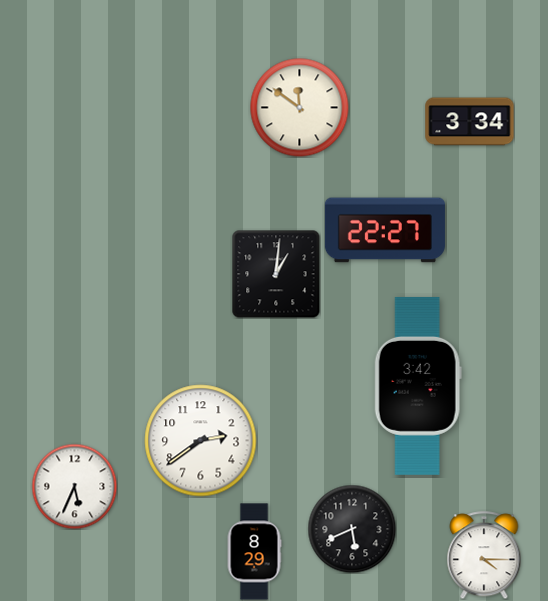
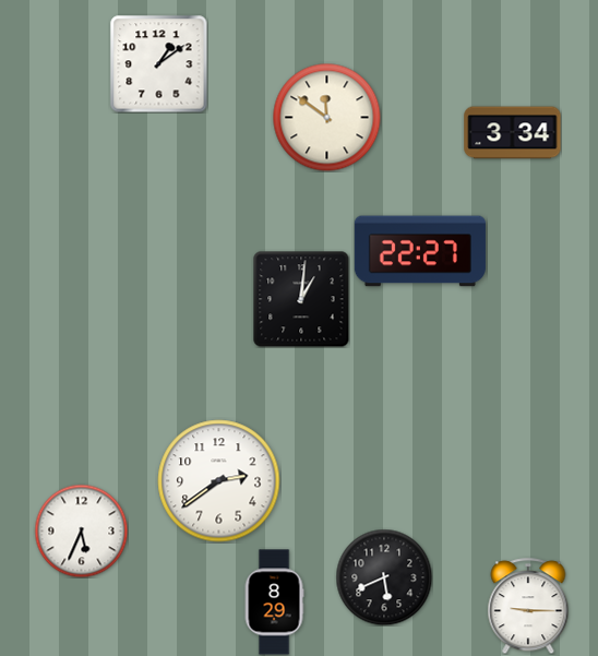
clock at (158, 63): none -> 1:09
clock at (418, 386): 3:42 -> none
clock at (254, 552) position: (254, 552) -> (274, 603)
clock at (484, 555): 4:15 -> 9:15
